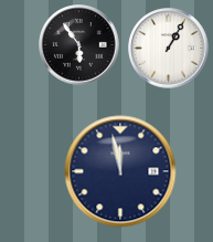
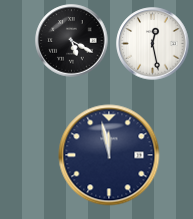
clock at (79, 45): 5:54 -> 5:20
clock at (169, 49): 1:05 -> 12:28
